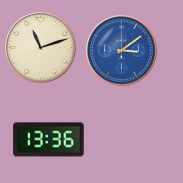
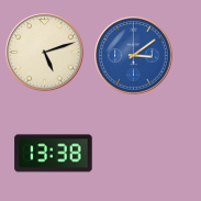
clock at (41, 48): 11:12 -> 5:12
clock at (49, 140): 13:36 -> 13:38
